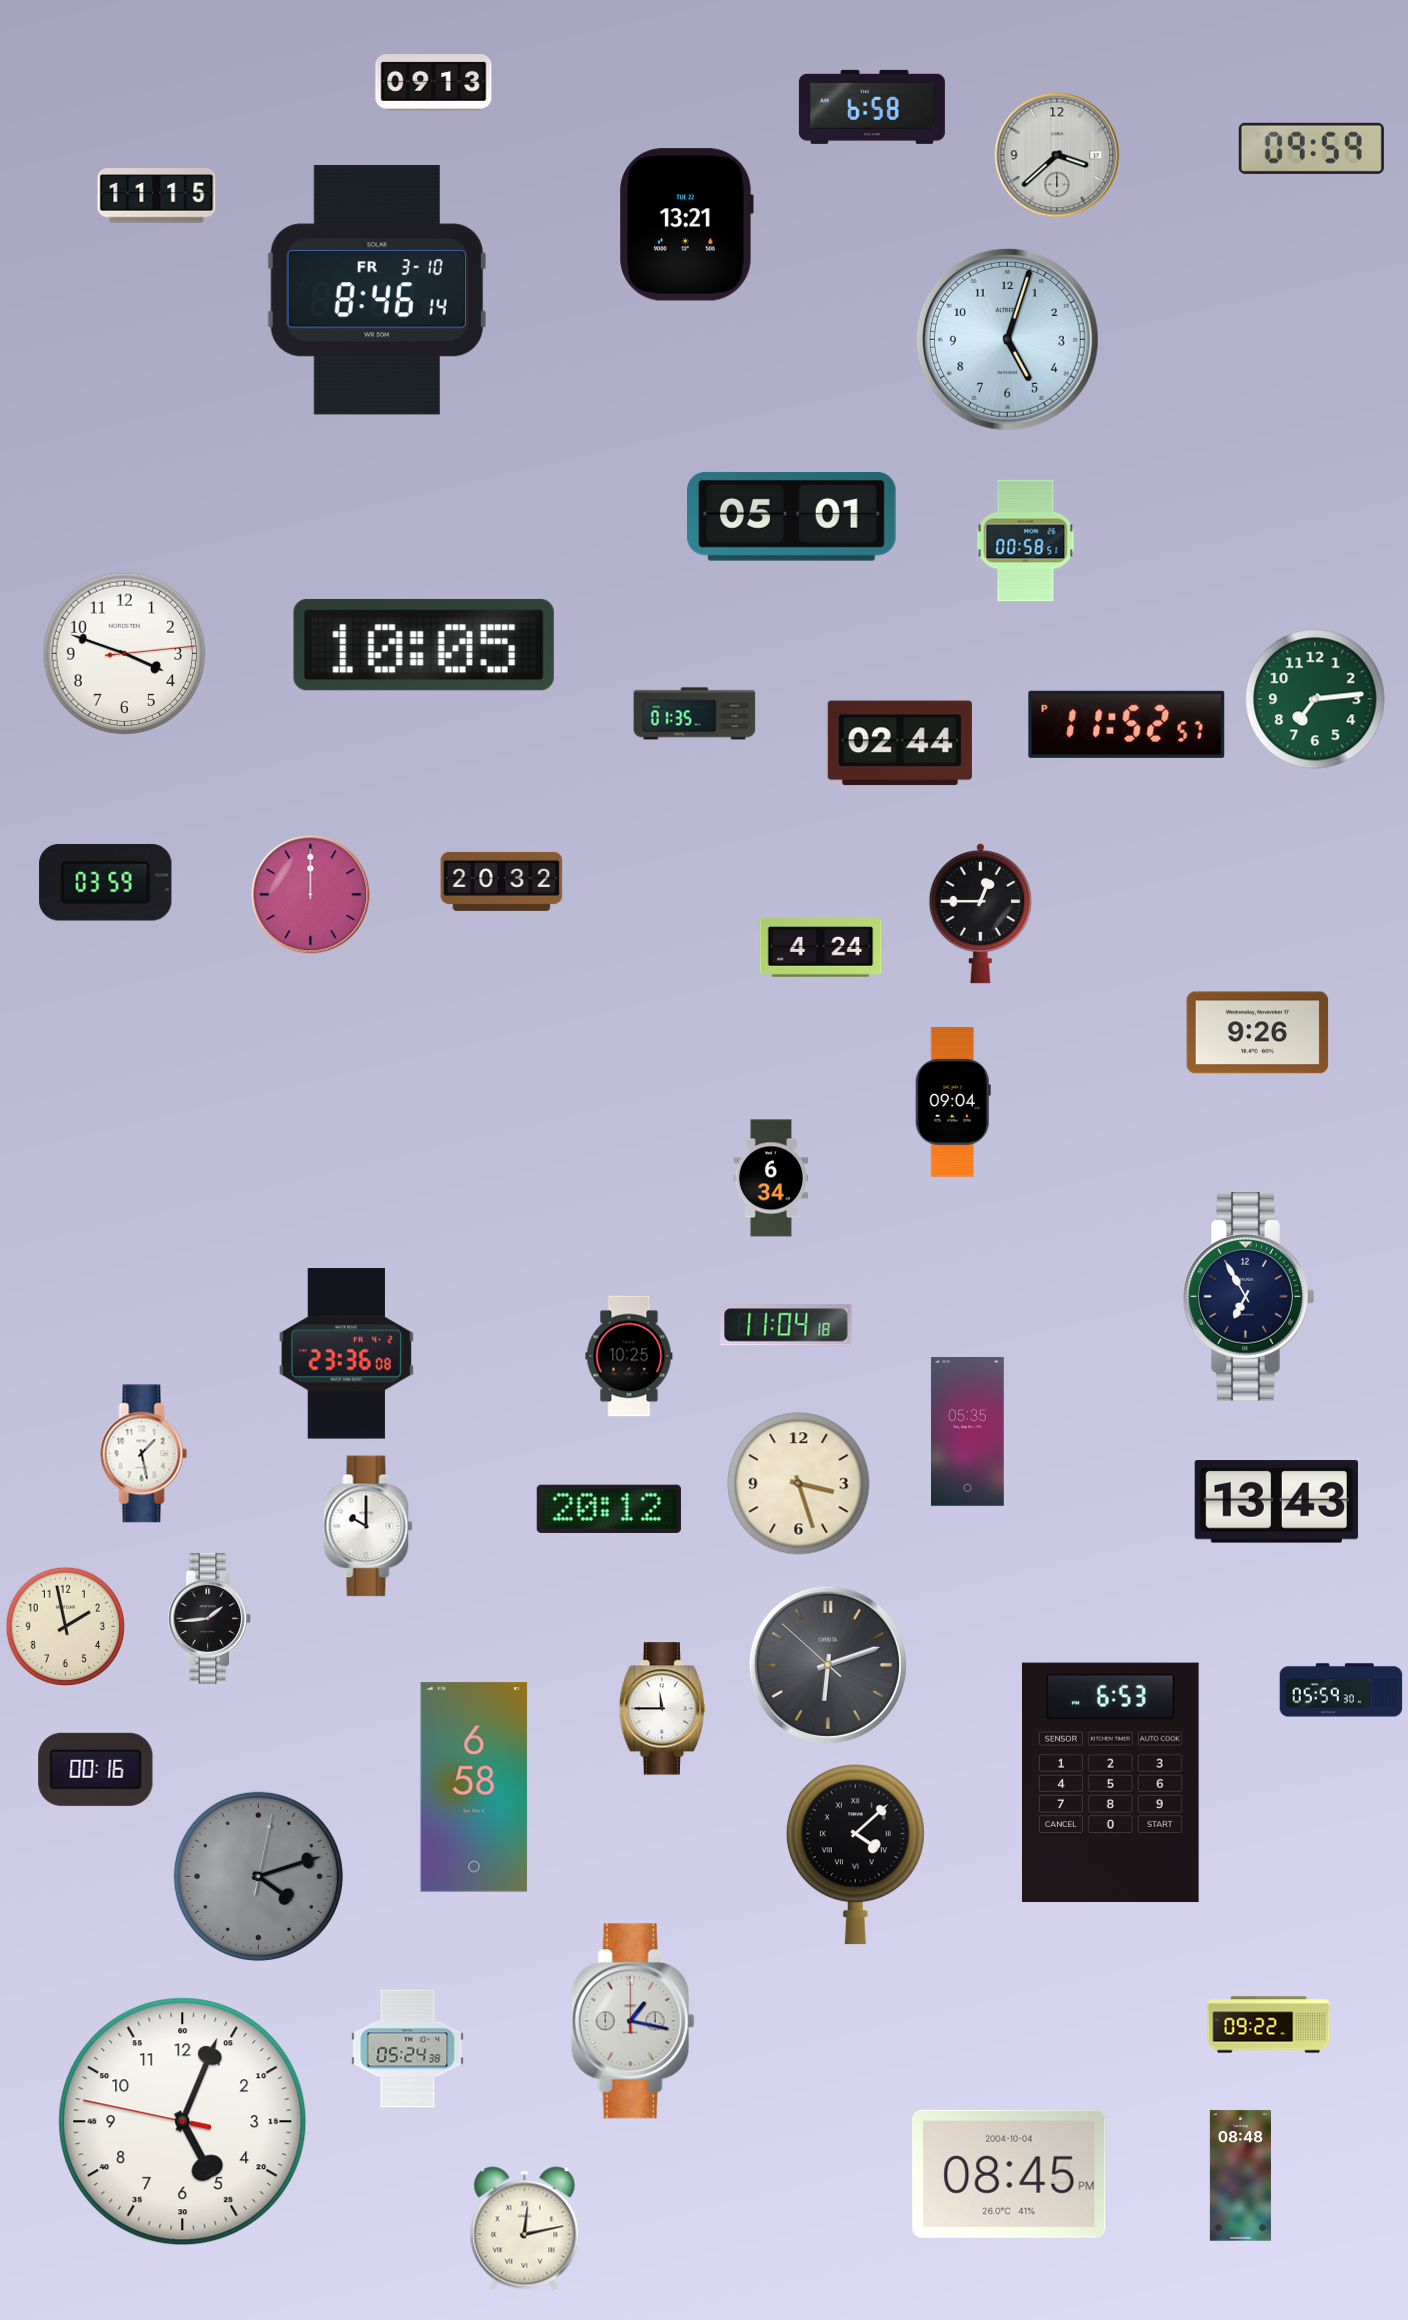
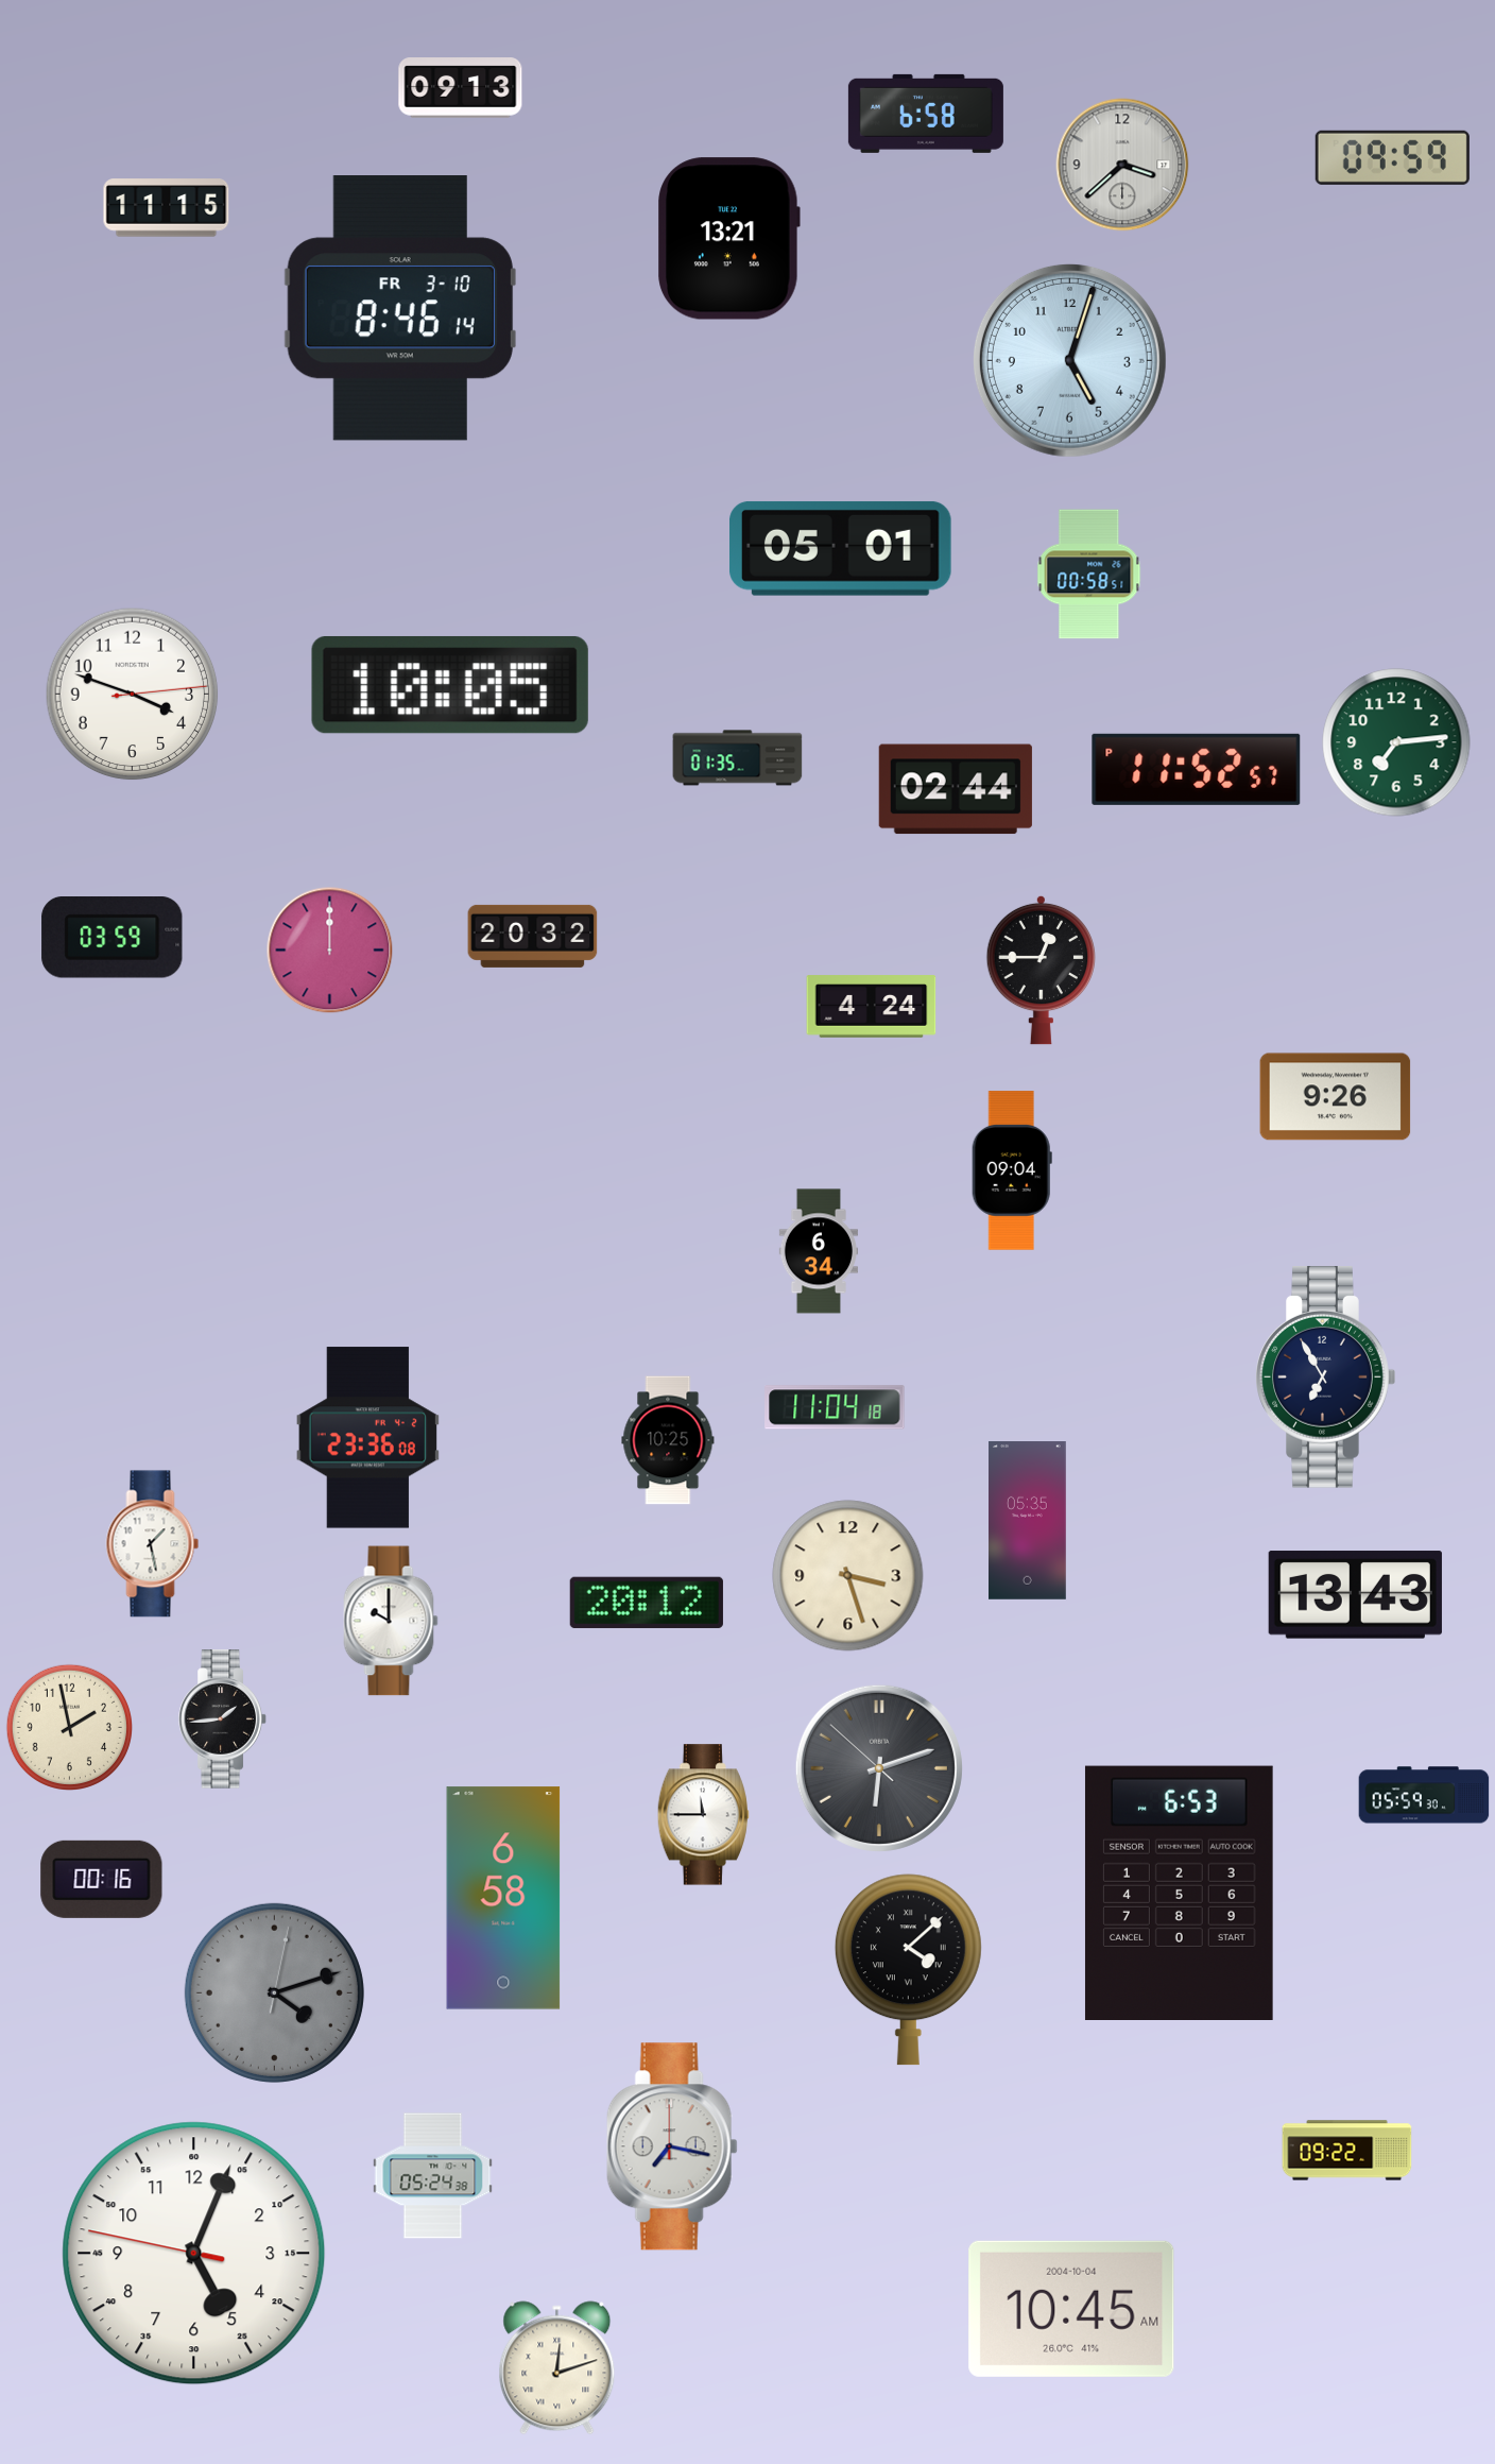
clock at (633, 2021): 1:17 -> 7:17
clock at (1009, 2174): 08:45 -> 10:45
clock at (1240, 2176): 08:48 -> none
clock at (525, 2230): 12:13 -> 12:12
